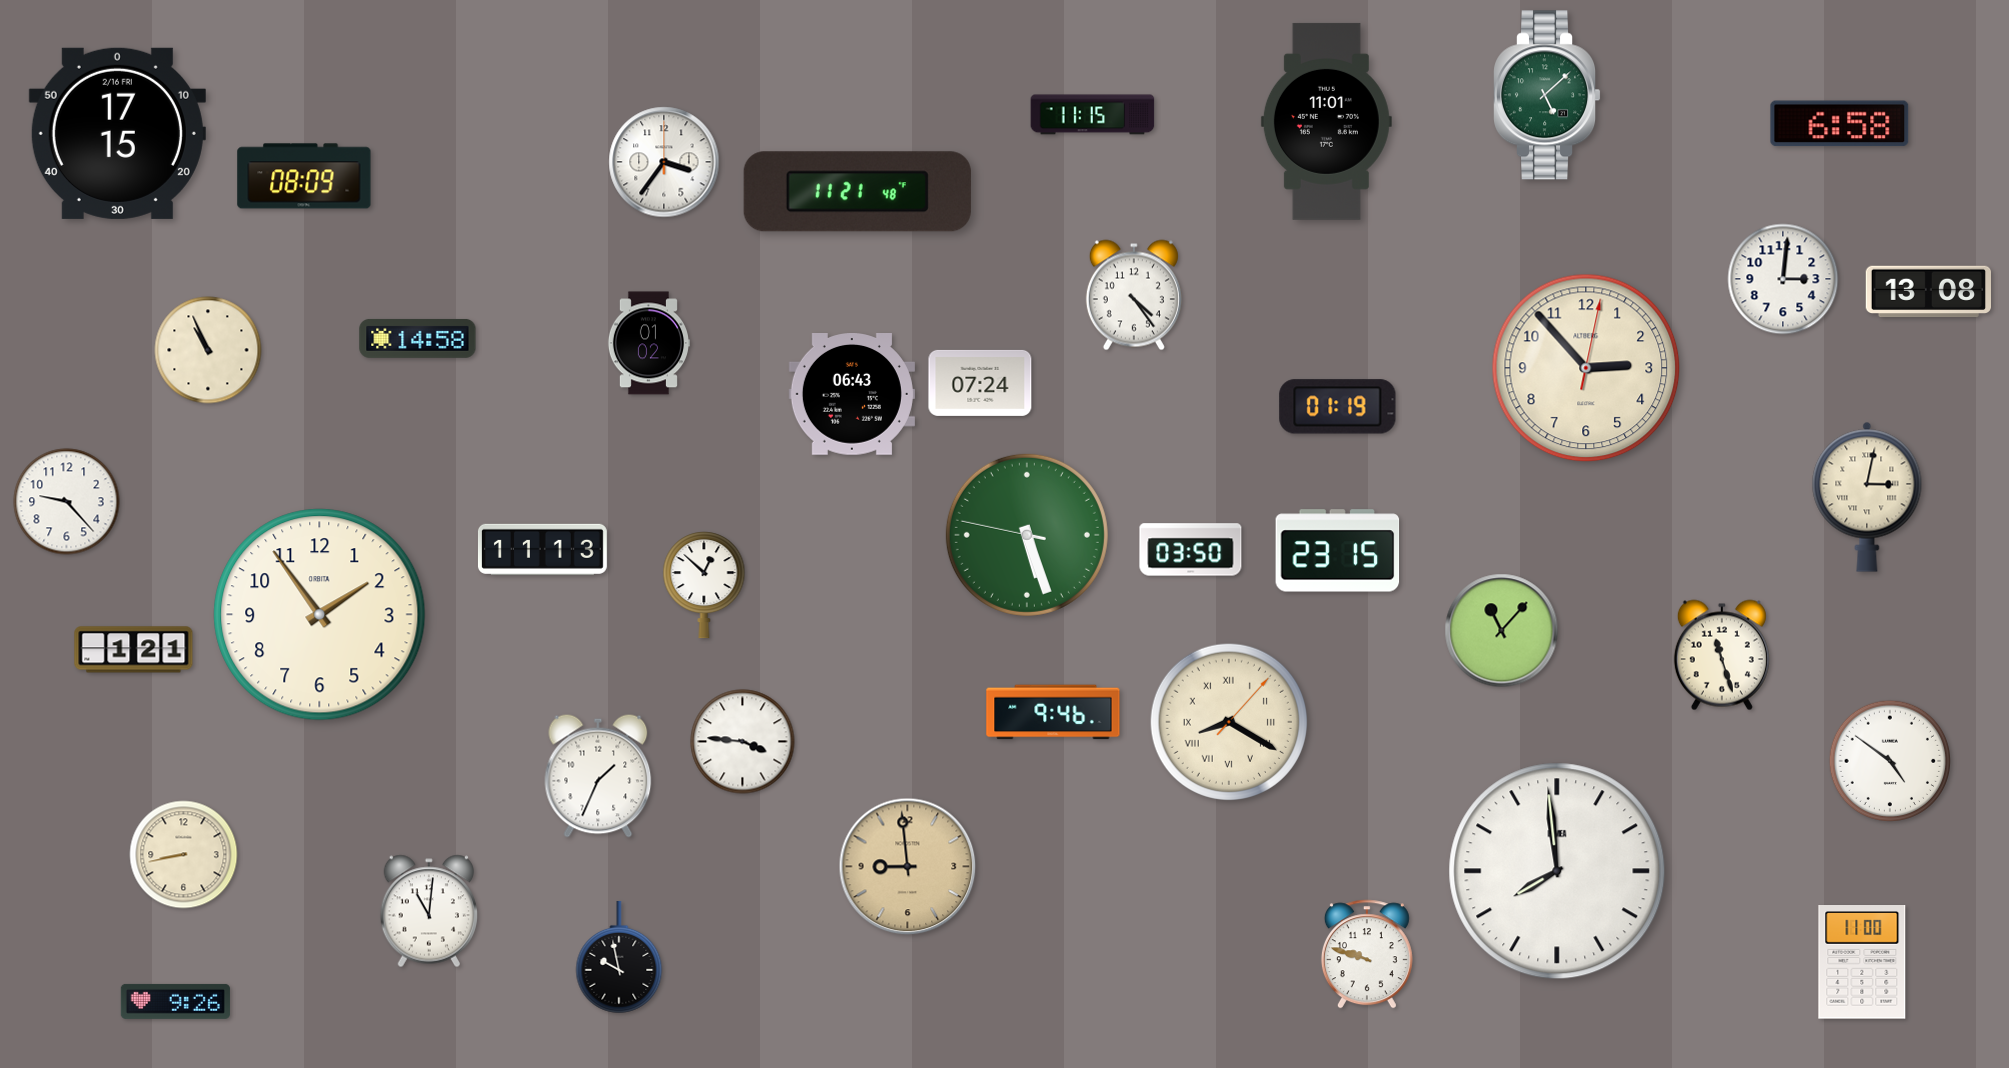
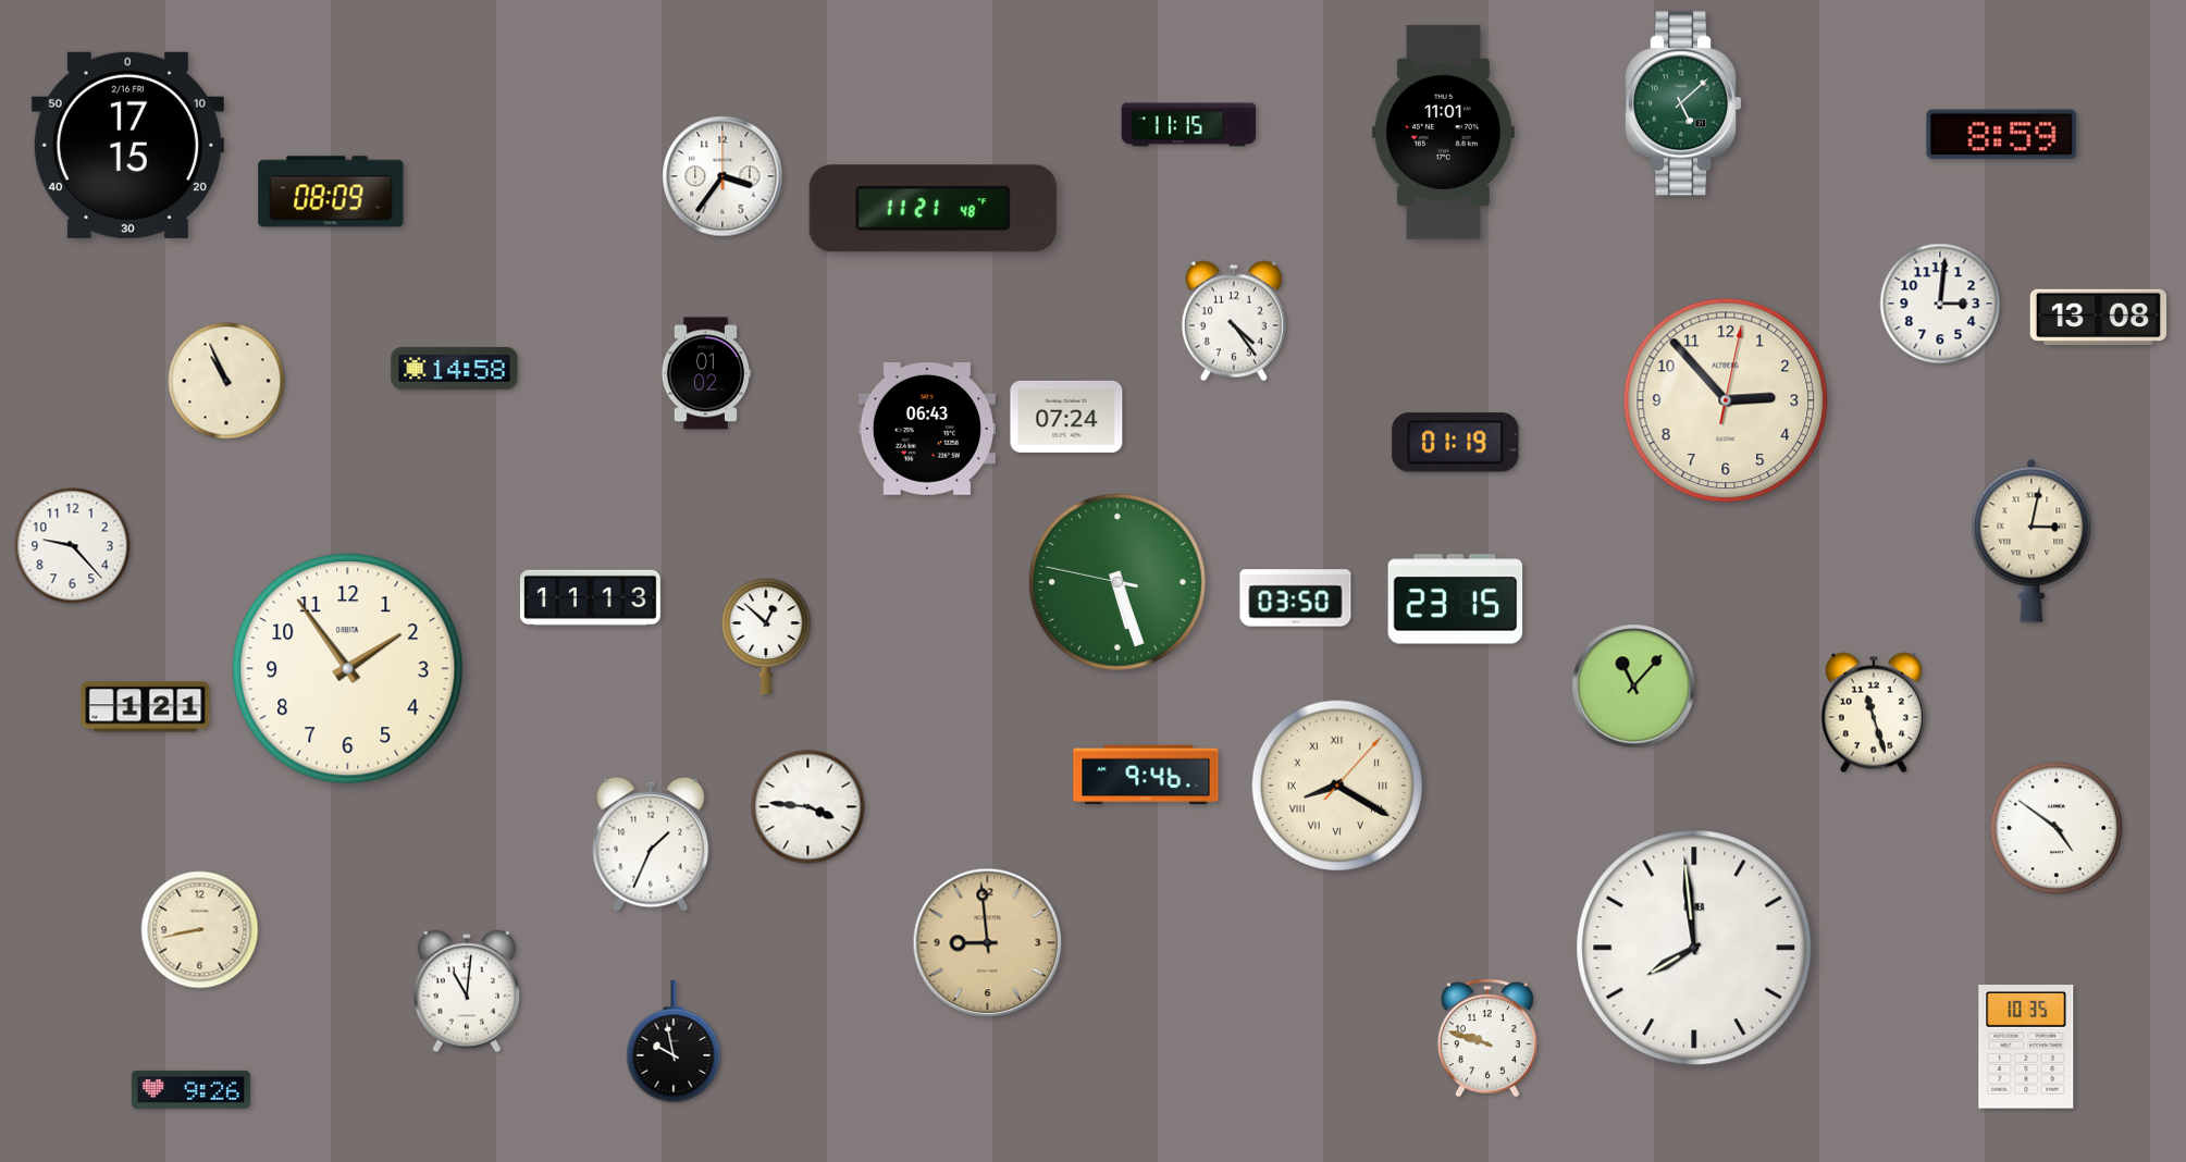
clock at (1840, 124): 6:58 -> 8:59
clock at (1862, 963): 11:00 -> 10:35
